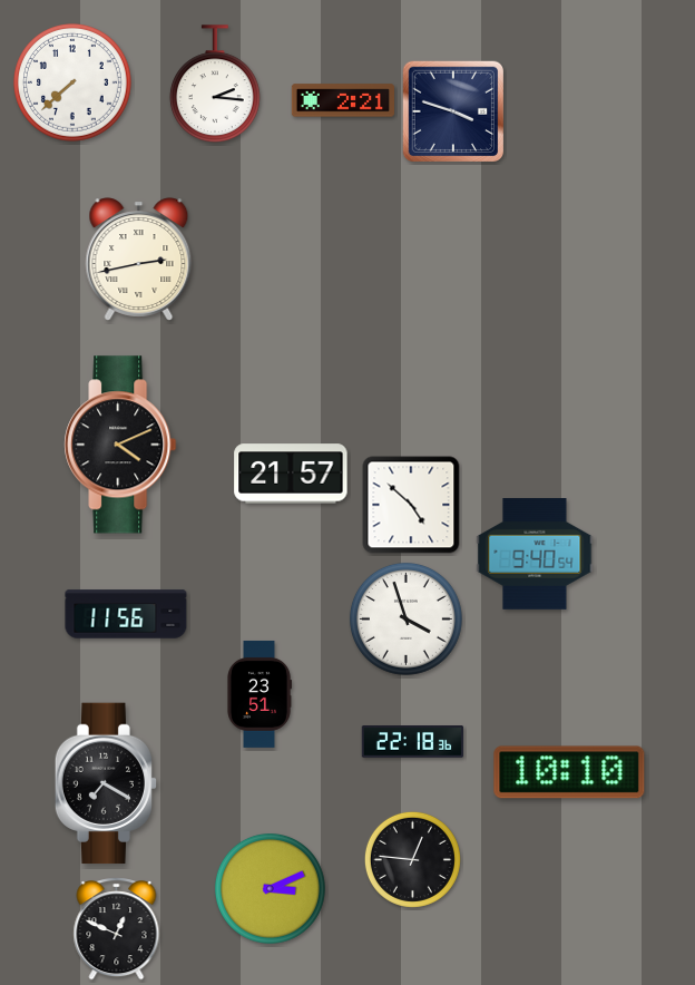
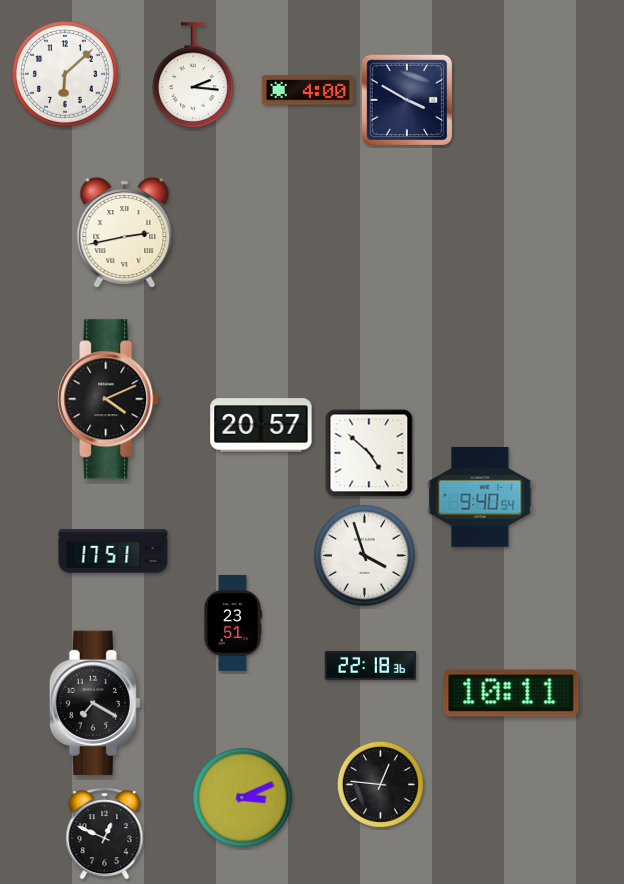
clock at (74, 84): 7:38 -> 6:08
clock at (342, 100): 2:21 -> 4:00
clock at (452, 110): 3:48 -> 3:50
clock at (291, 474): 21:57 -> 20:57
clock at (126, 614): 11:56 -> 17:51
clock at (569, 772): 10:10 -> 10:11
clock at (412, 859) position: (412, 859) -> (380, 784)
